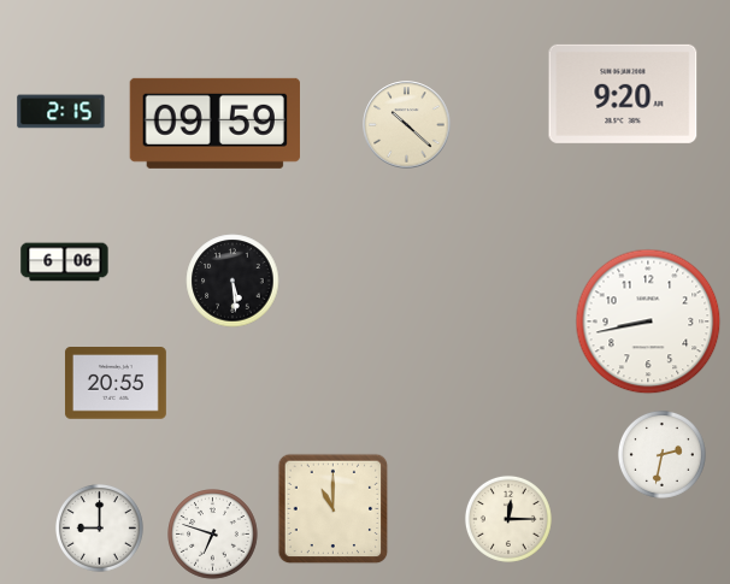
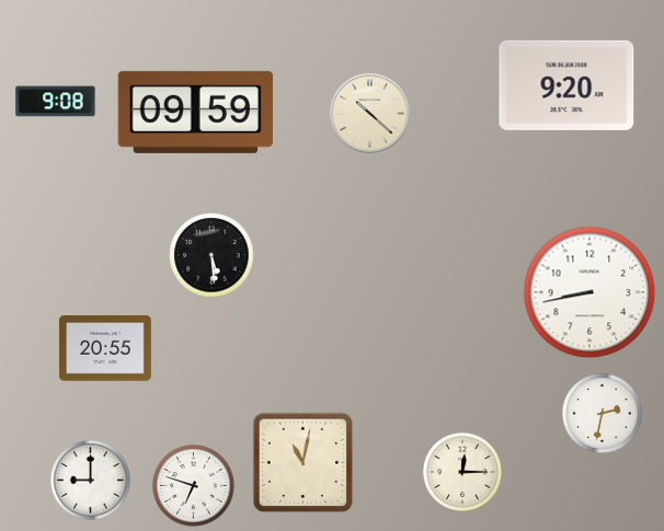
clock at (61, 112): 2:15 -> 9:08
clock at (65, 262): 6:06 -> none
clock at (334, 509): 11:00 -> 11:02
